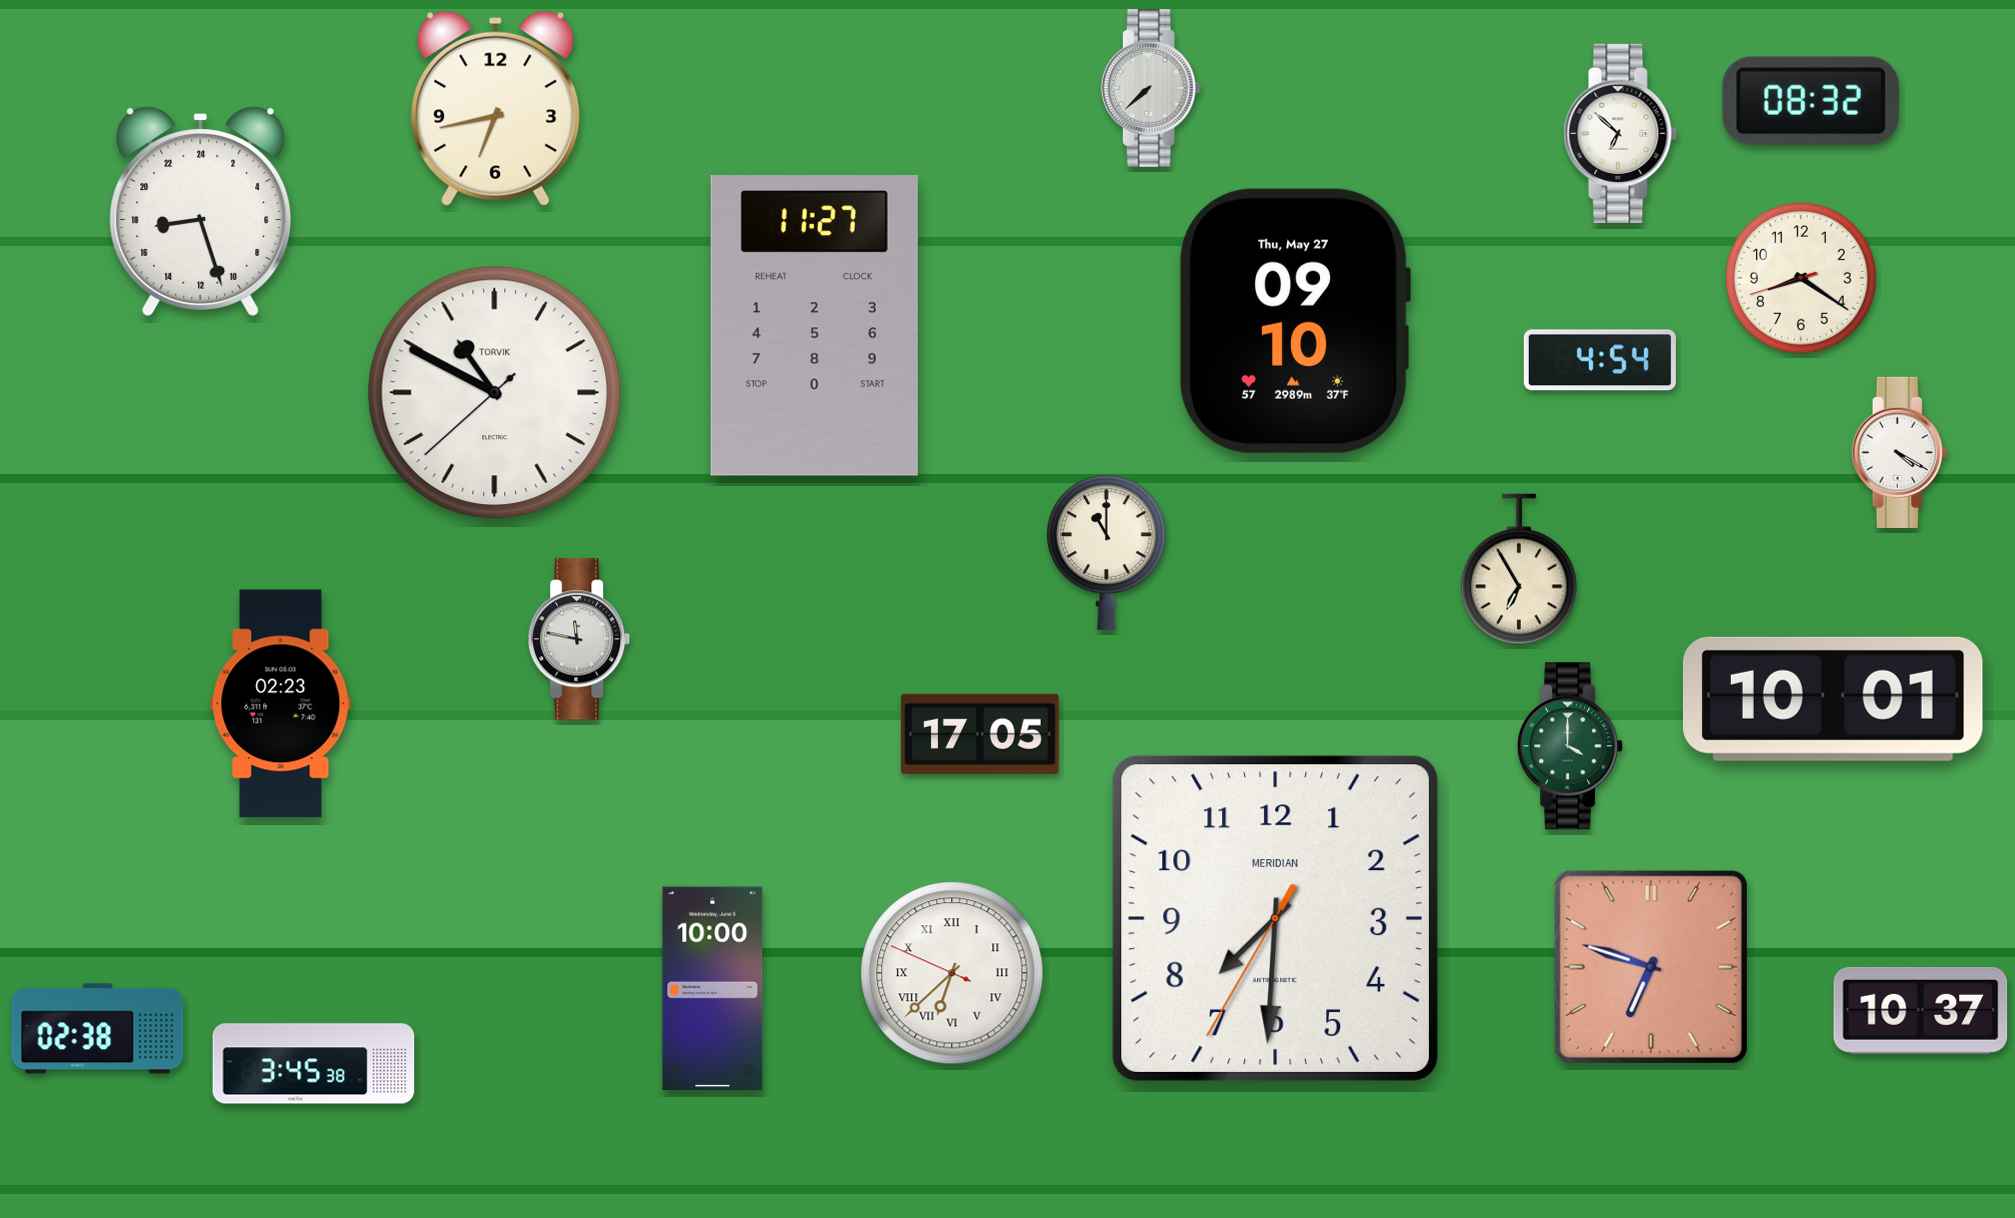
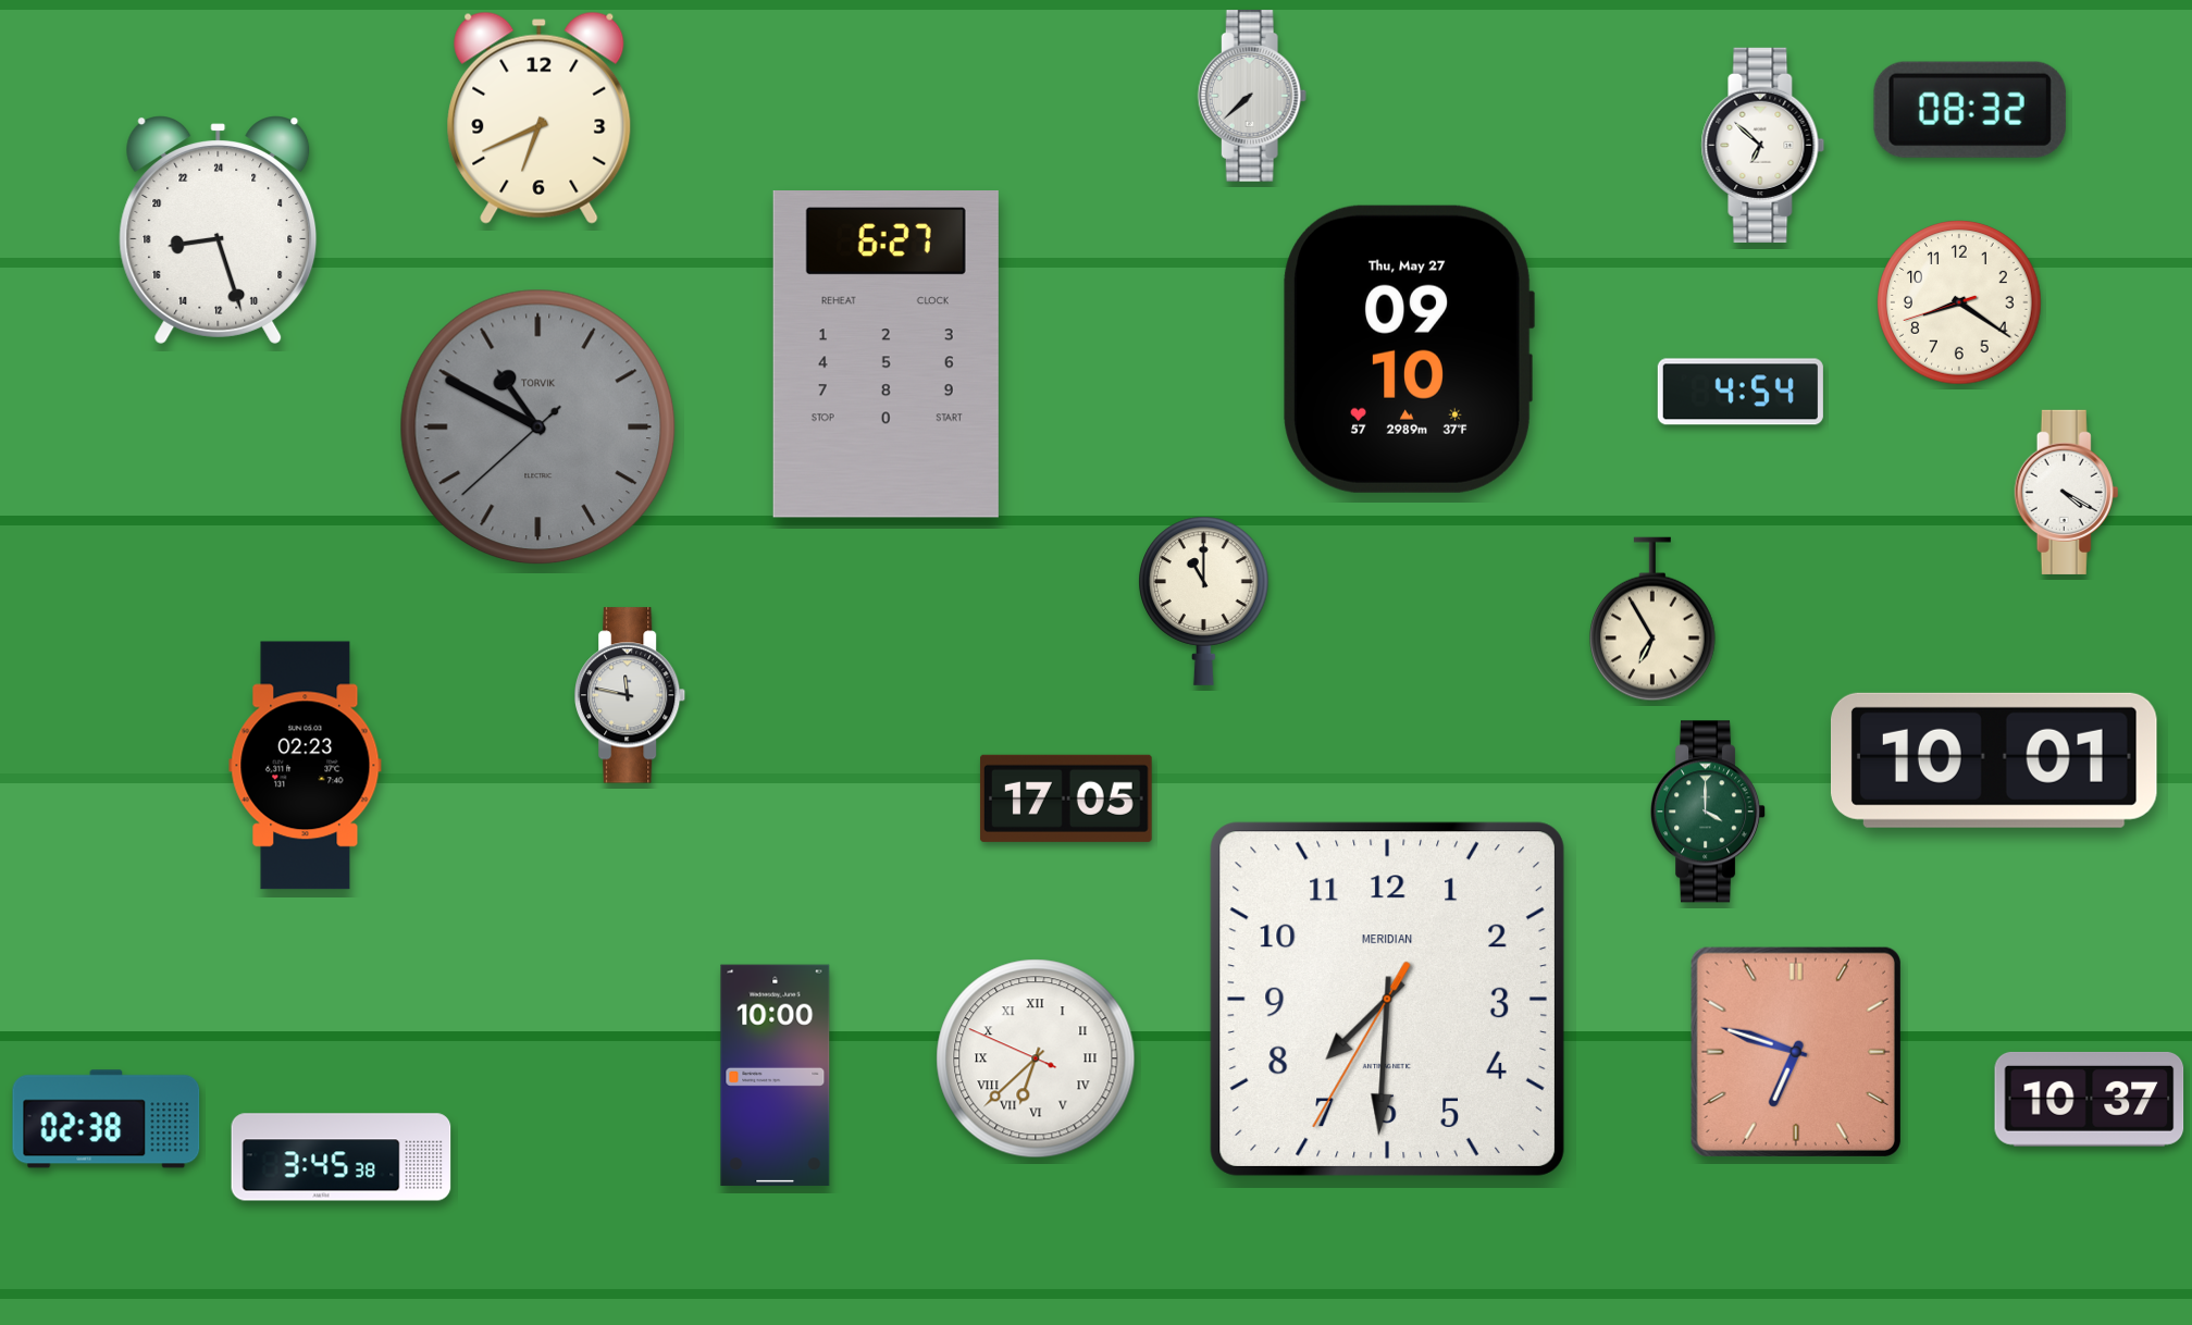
clock at (496, 108): 6:43 -> 6:41
clock at (814, 326): 11:27 -> 6:27
clock at (495, 393) dial: white -> grey
